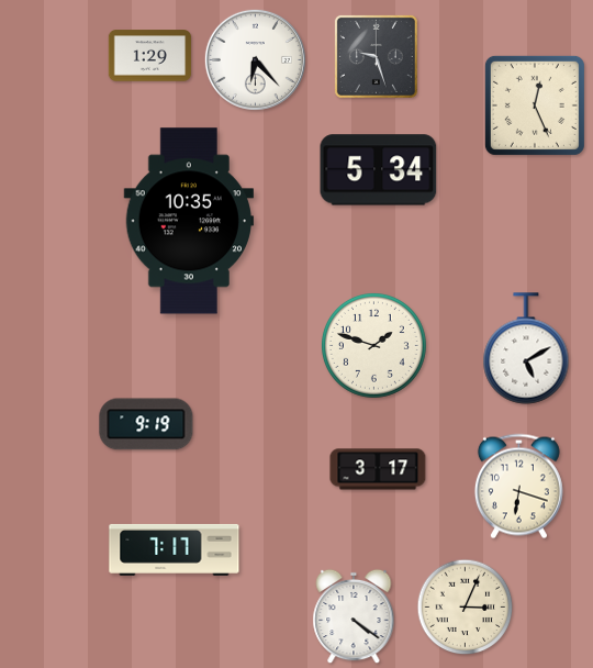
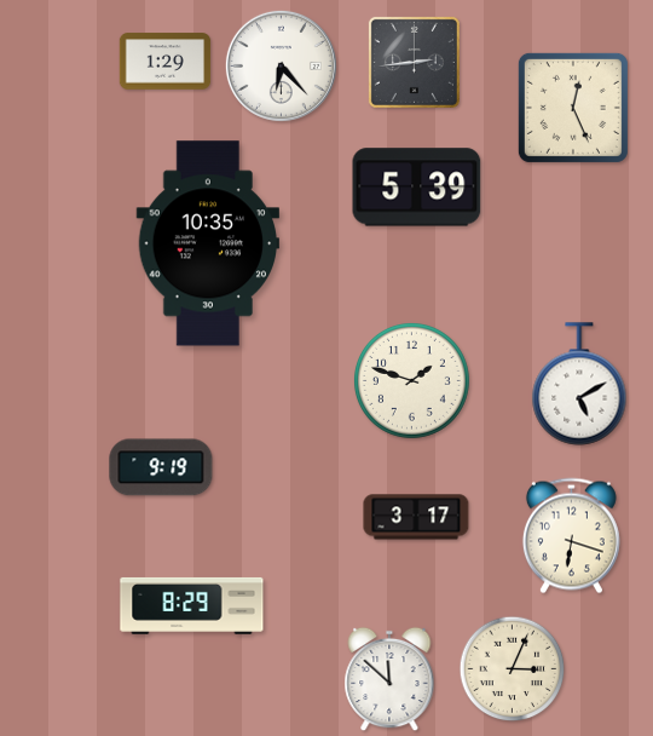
clock at (376, 56): 9:27 -> 2:44
clock at (535, 105) position: (535, 105) -> (573, 108)
clock at (379, 170): 5:34 -> 5:39
clock at (175, 549): 7:17 -> 8:29
clock at (354, 616): 4:21 -> 11:52
